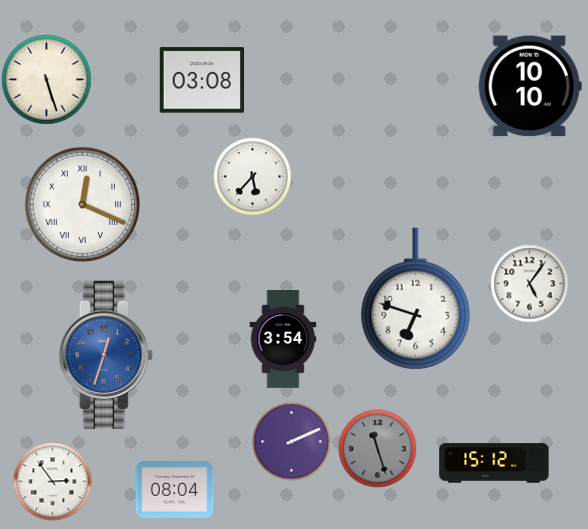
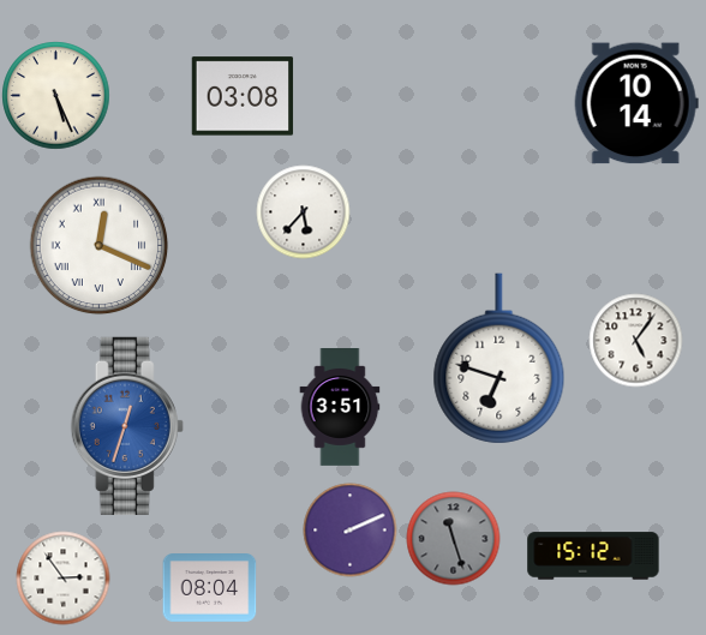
clock at (46, 79): 5:27 -> 5:26
clock at (530, 86): 10:10 -> 10:14
clock at (283, 340): 3:54 -> 3:51
